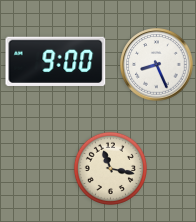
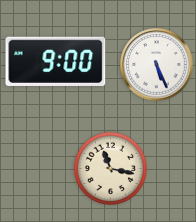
clock at (157, 65): 8:26 -> 5:26
